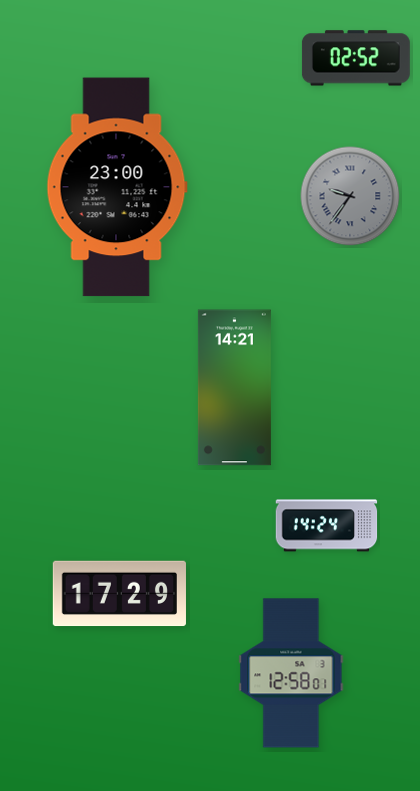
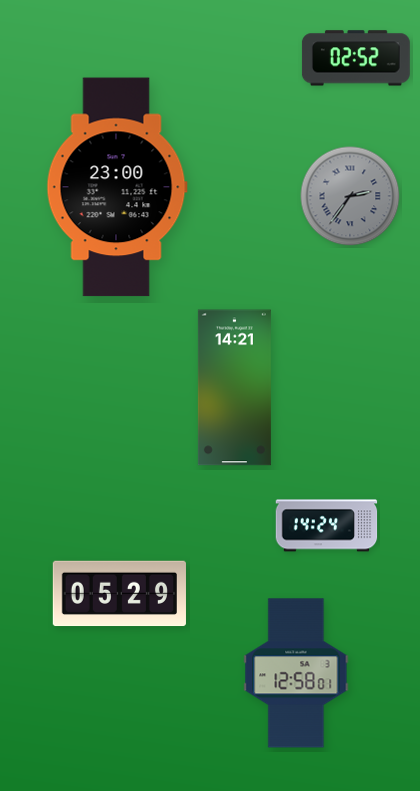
clock at (350, 196): 9:36 -> 2:36
clock at (119, 594): 17:29 -> 05:29
clock at (291, 673) position: (291, 673) -> (296, 673)
